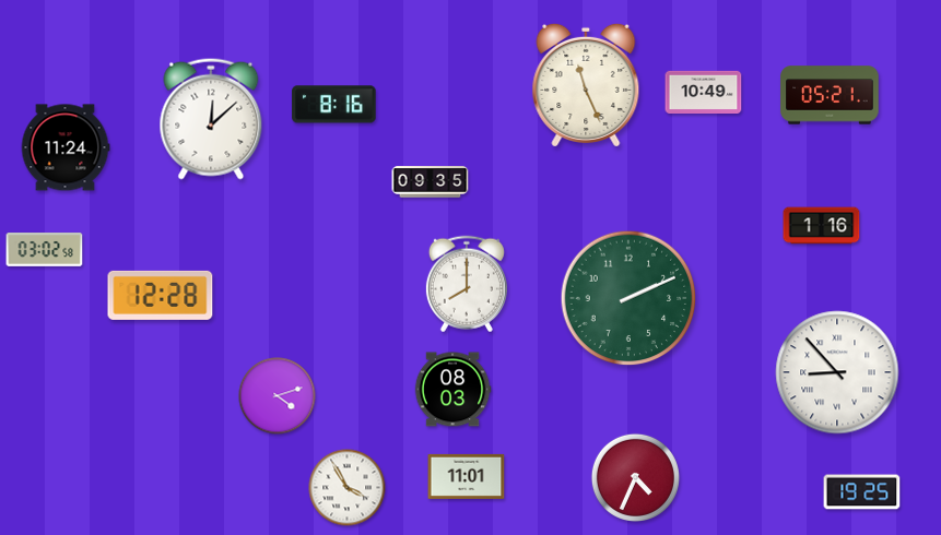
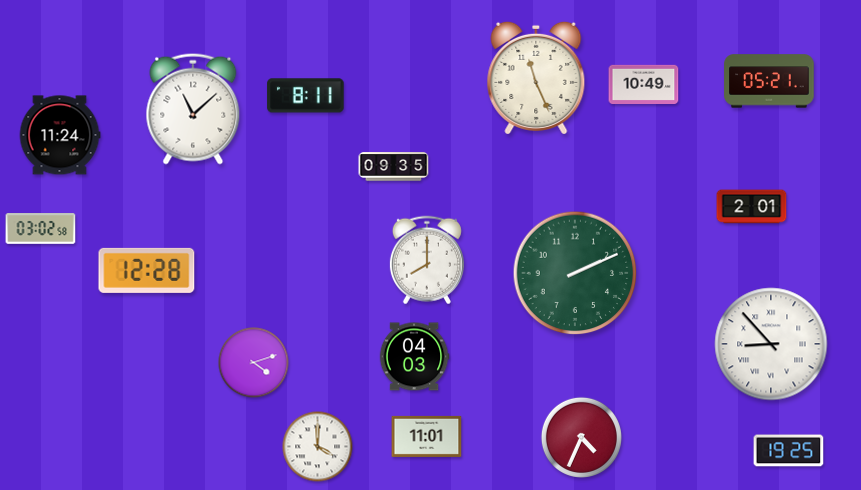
clock at (830, 95) position: (830, 95) -> (769, 81)
clock at (334, 105): 8:16 -> 8:11
clock at (211, 119): 12:08 -> 11:08
clock at (822, 226): 1:16 -> 2:01
clock at (837, 372) position: (837, 372) -> (771, 344)
clock at (452, 390): 08:03 -> 04:03
clock at (348, 488): 3:55 -> 4:00
